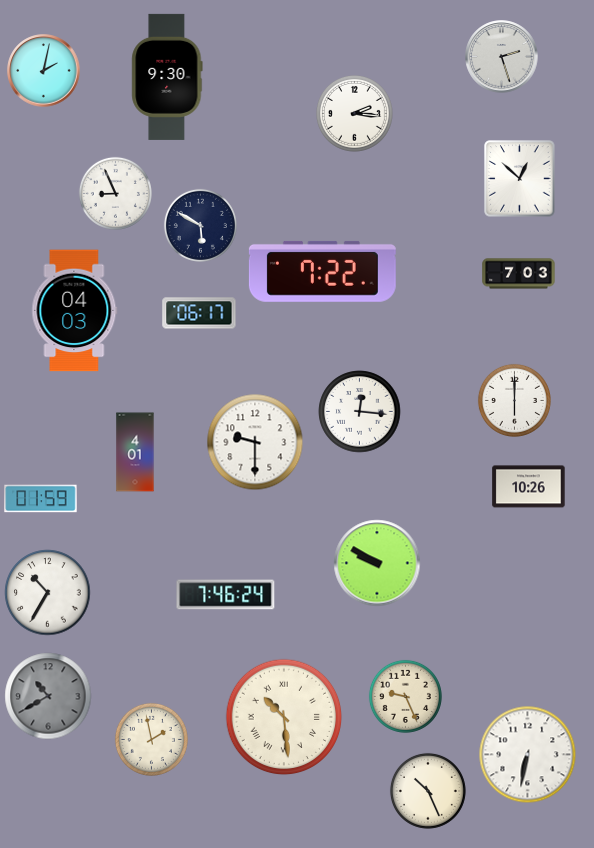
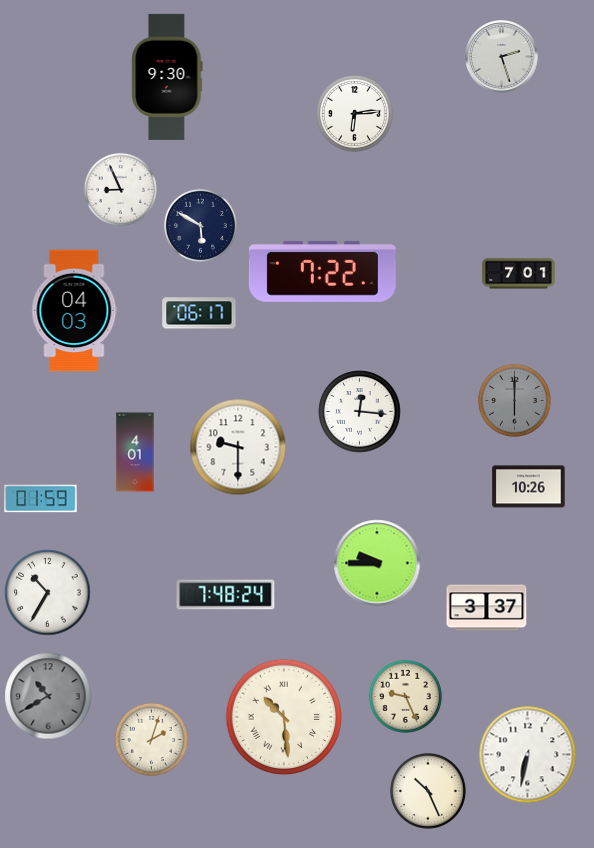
clock at (44, 71): 2:02 -> none
clock at (354, 113): 2:16 -> 6:14
clock at (520, 179): 12:52 -> none
clock at (115, 193) position: (115, 193) -> (120, 189)
clock at (519, 274): 7:03 -> 7:01
clock at (514, 400) dial: white -> grey
clock at (255, 442) position: (255, 442) -> (238, 447)
clock at (377, 563): 9:50 -> 9:45
clock at (226, 595): 7:46 -> 7:48
clock at (487, 608): none -> 3:37
clock at (151, 739): 1:58 -> 2:03
